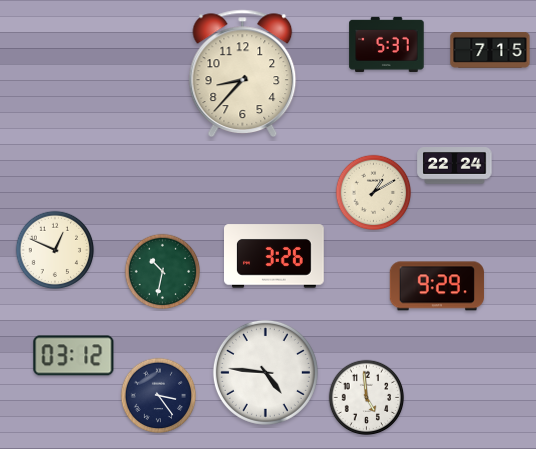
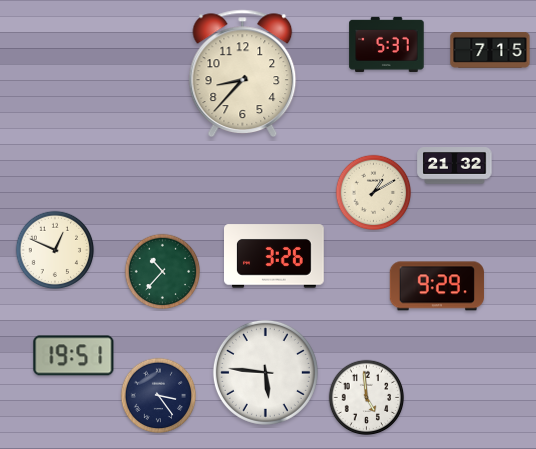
clock at (455, 166): 22:24 -> 21:32
clock at (163, 272): 10:32 -> 10:37
clock at (74, 356): 03:12 -> 19:51
clock at (265, 372): 4:46 -> 5:46
